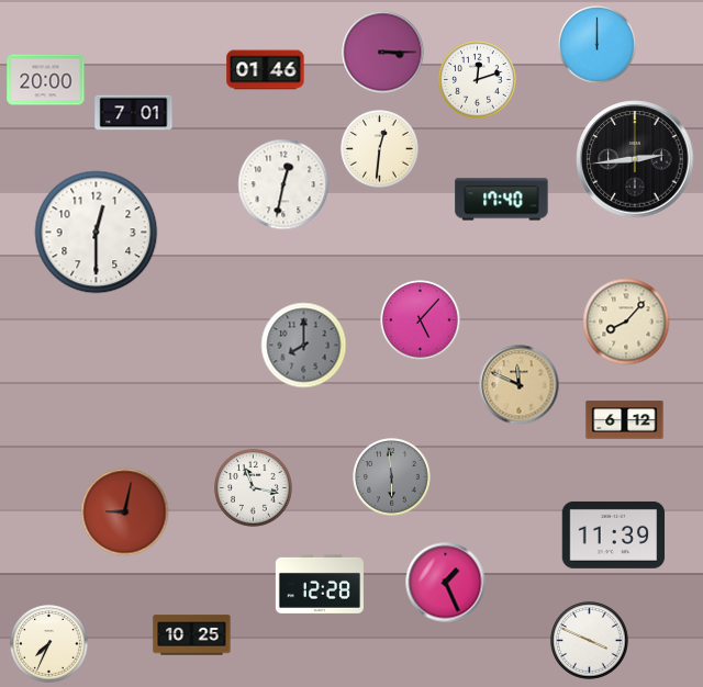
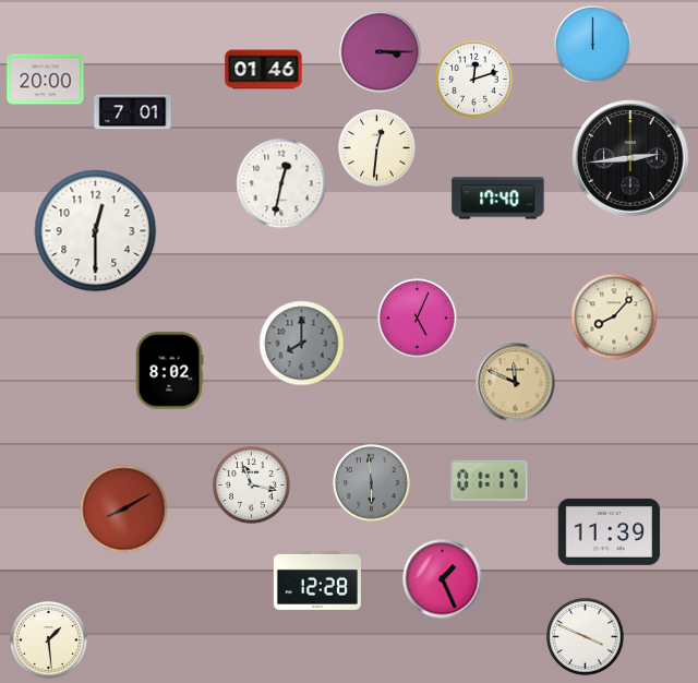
clock at (421, 320): 5:07 -> 5:04
clock at (626, 322) position: (626, 322) -> (614, 316)
clock at (169, 371): none -> 8:02
clock at (625, 420): 6:12 -> none
clock at (392, 477) position: (392, 477) -> (372, 483)
clock at (490, 480): none -> 01:17
clock at (125, 513): 9:02 -> 8:10
clock at (192, 635): 10:25 -> none
clock at (49, 644): 7:34 -> 1:29
